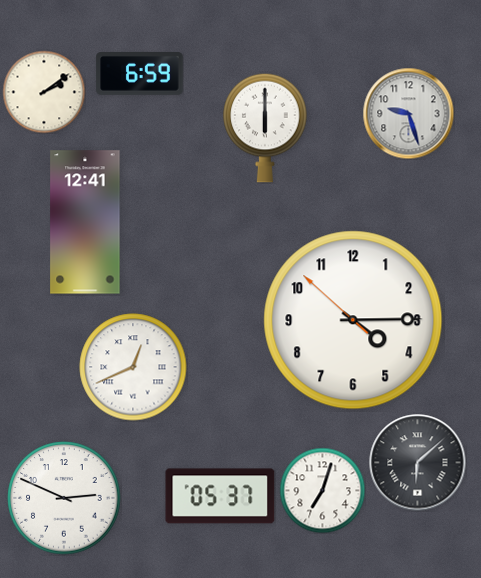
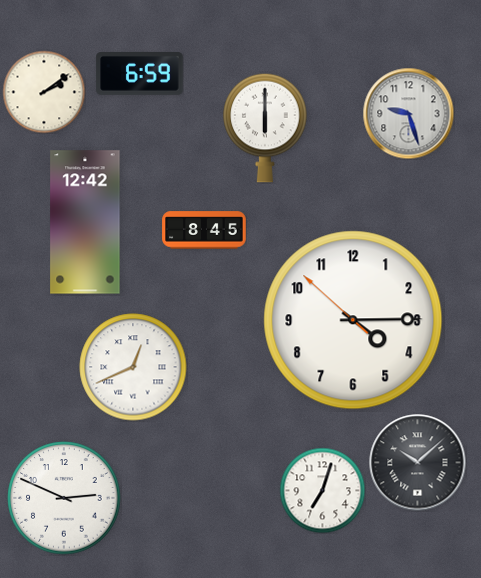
clock at (85, 222): 12:41 -> 12:42
clock at (204, 230): none -> 8:45
clock at (418, 463): 6:08 -> 10:08
clock at (220, 496): 05:37 -> none
